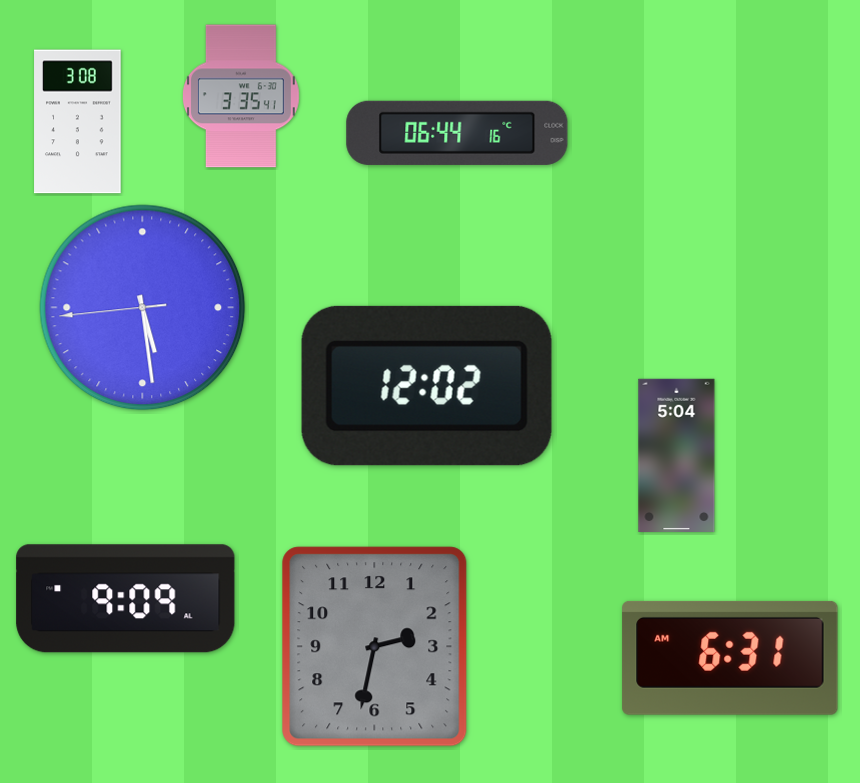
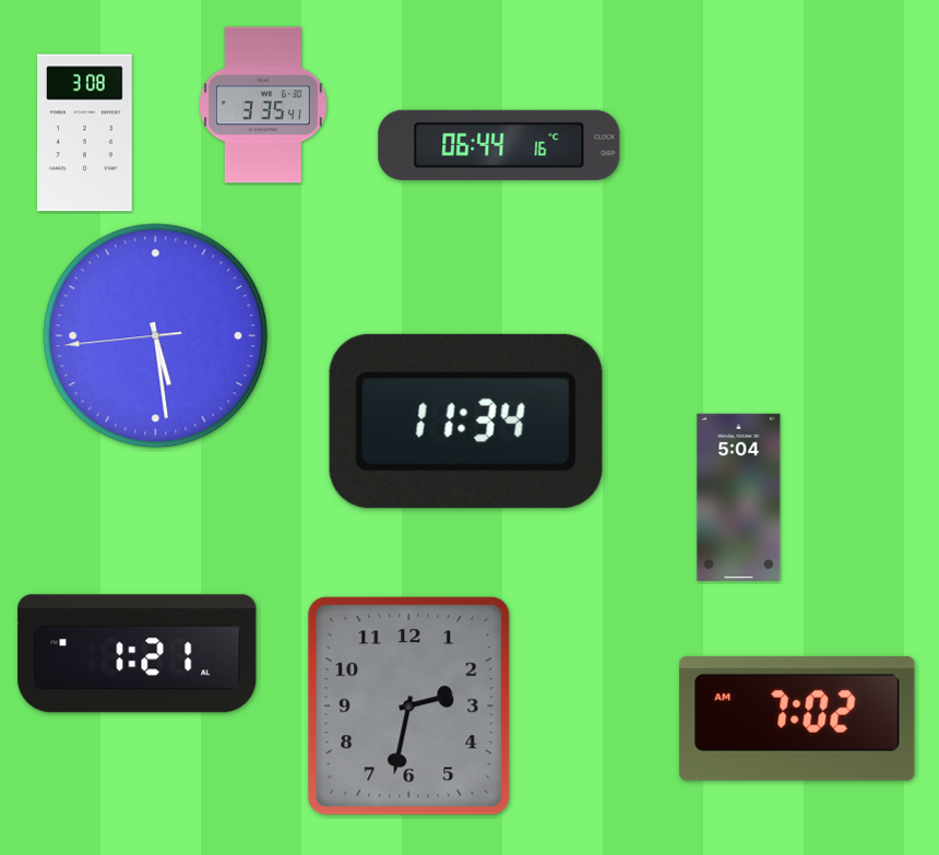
clock at (427, 386): 12:02 -> 11:34
clock at (126, 599): 9:09 -> 1:21
clock at (730, 658): 6:31 -> 7:02
